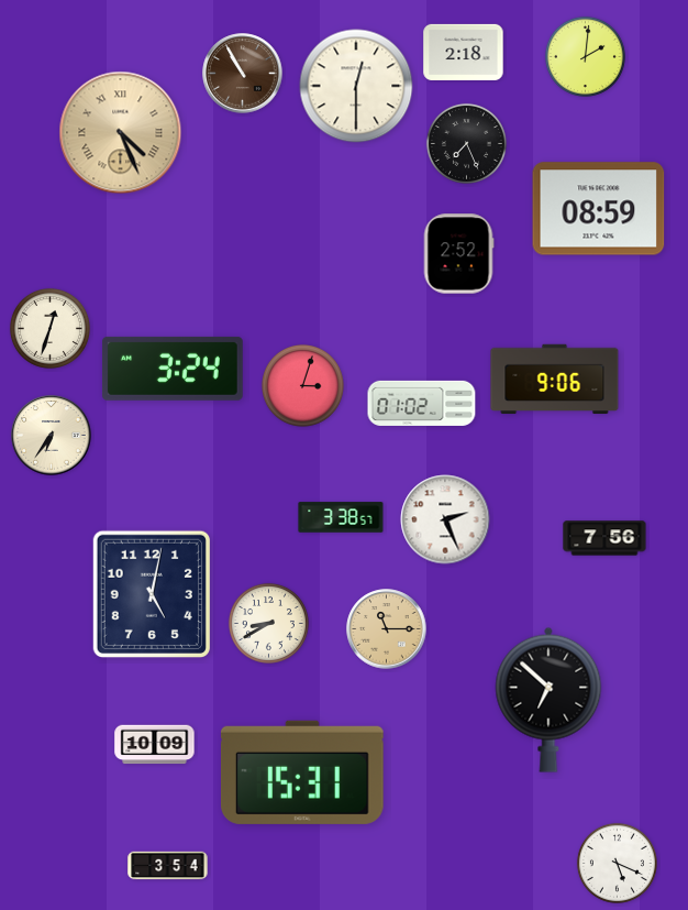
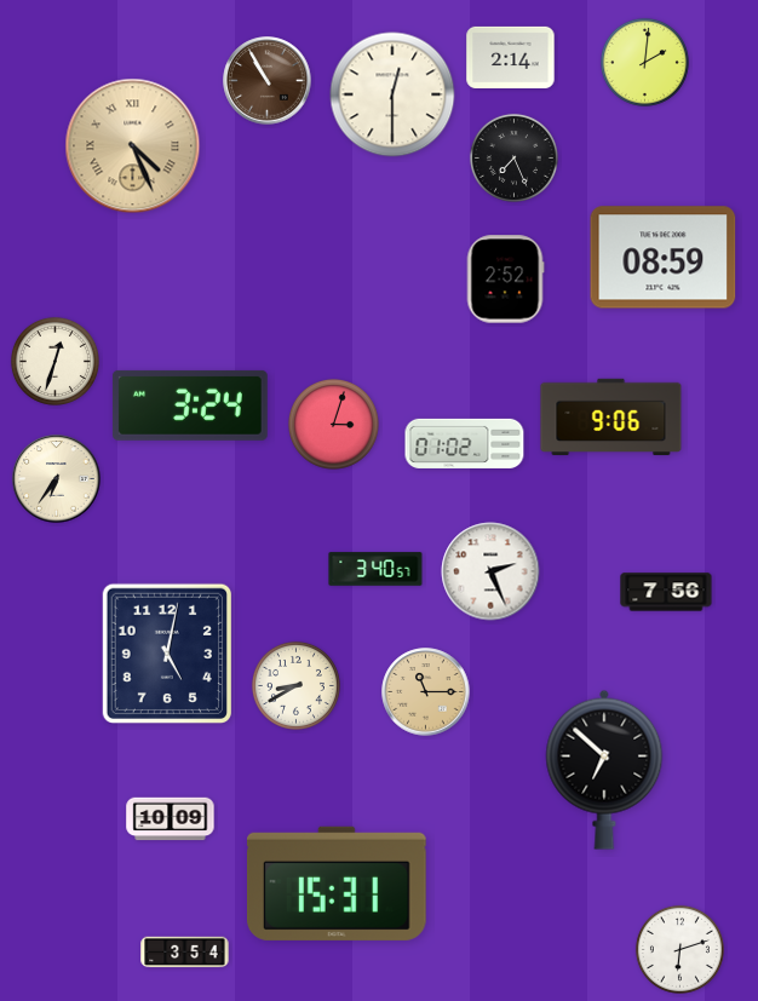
clock at (464, 52): 2:18 -> 2:14
clock at (599, 209) position: (599, 209) -> (664, 258)
clock at (341, 517): 3:38 -> 3:40
clock at (302, 772) position: (302, 772) -> (337, 884)
clock at (617, 863): 5:19 -> 6:12
